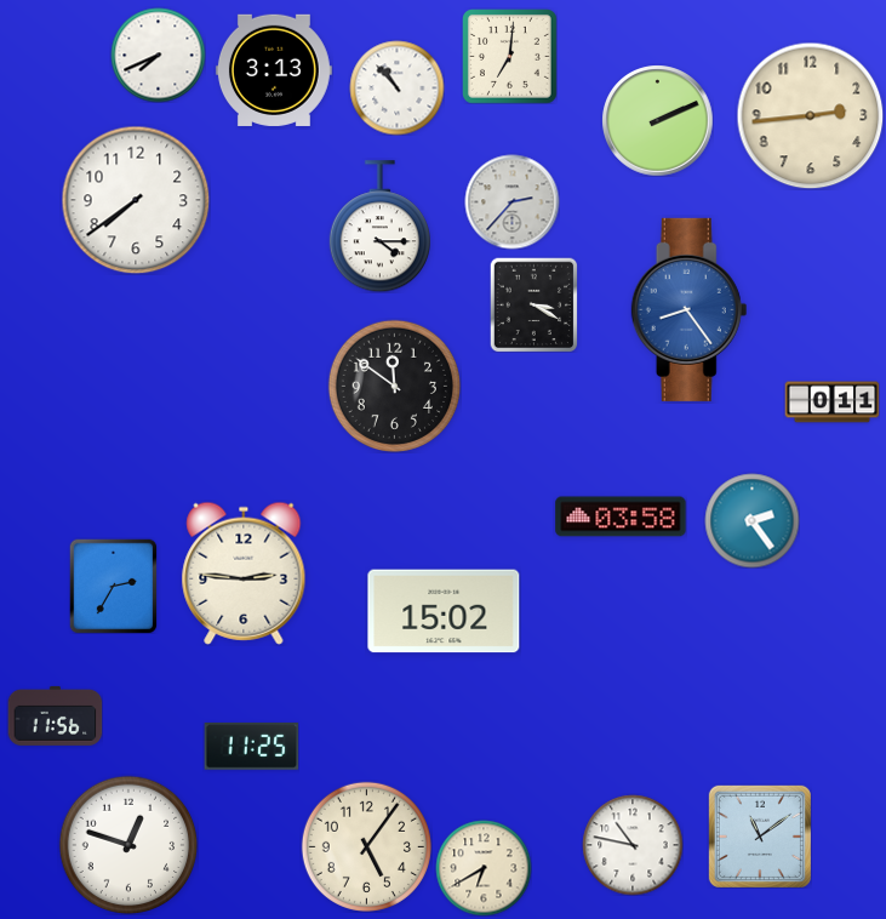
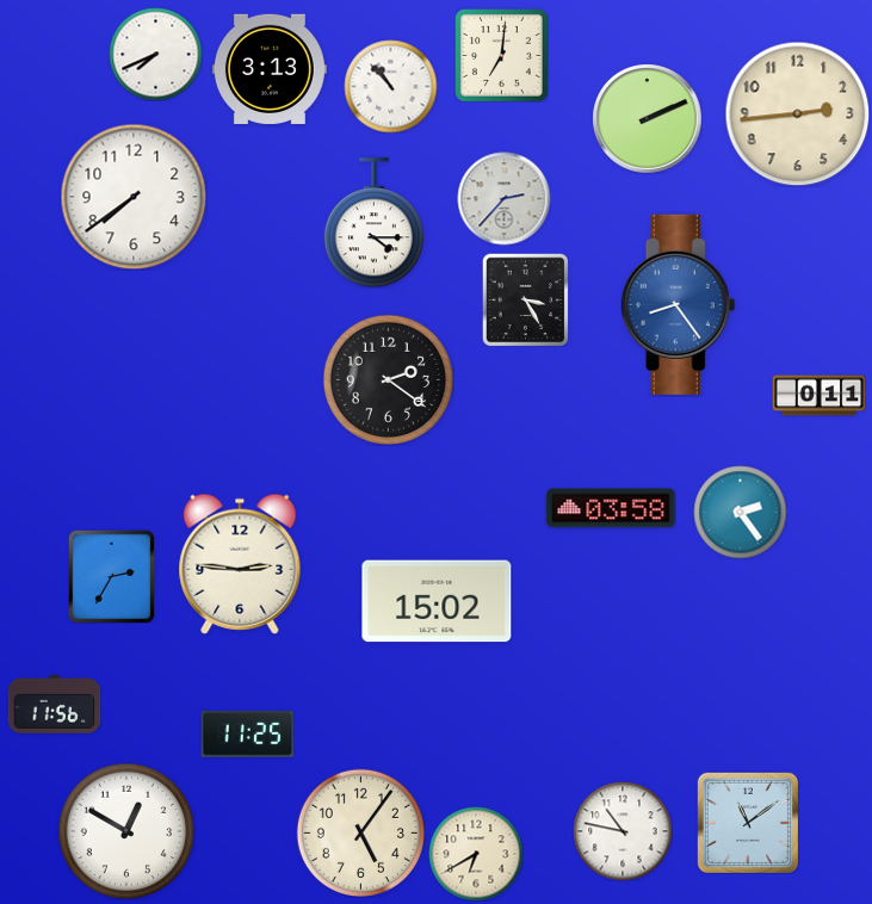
clock at (535, 304): 3:20 -> 3:25
clock at (394, 386): 11:51 -> 2:21
clock at (128, 845): 12:48 -> 12:50
